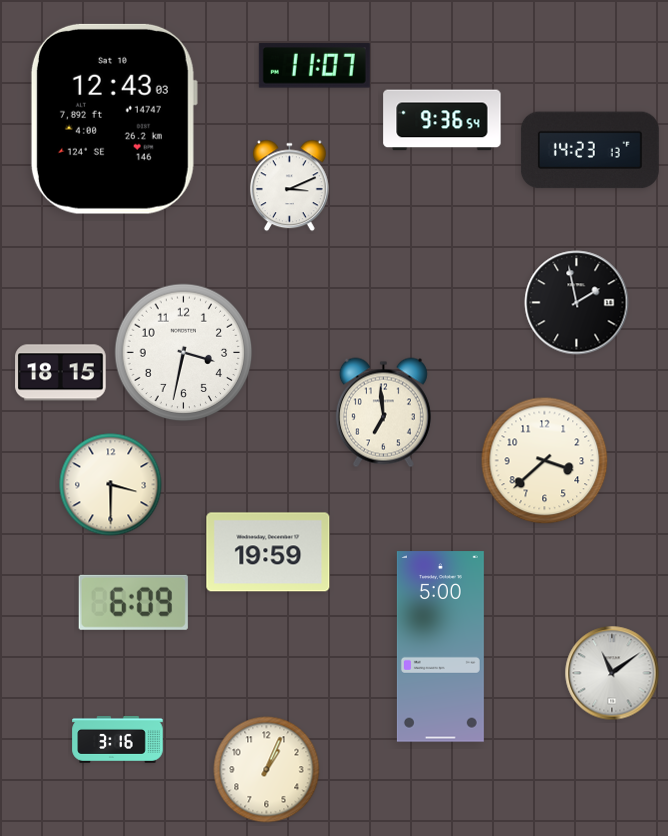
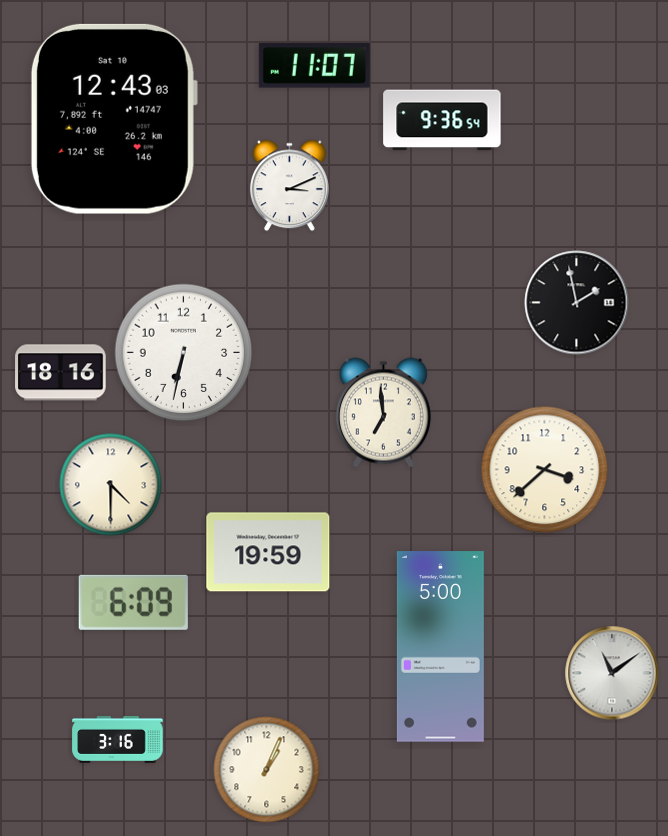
clock at (590, 150): 14:23 -> none
clock at (184, 353): 3:32 -> 6:32
clock at (61, 373): 18:15 -> 18:16
clock at (545, 461) position: (545, 461) -> (545, 470)
clock at (111, 485): 3:30 -> 4:30
